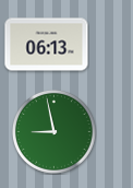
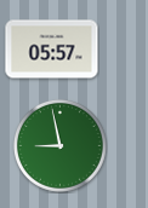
clock at (47, 45): 06:13 -> 05:57
